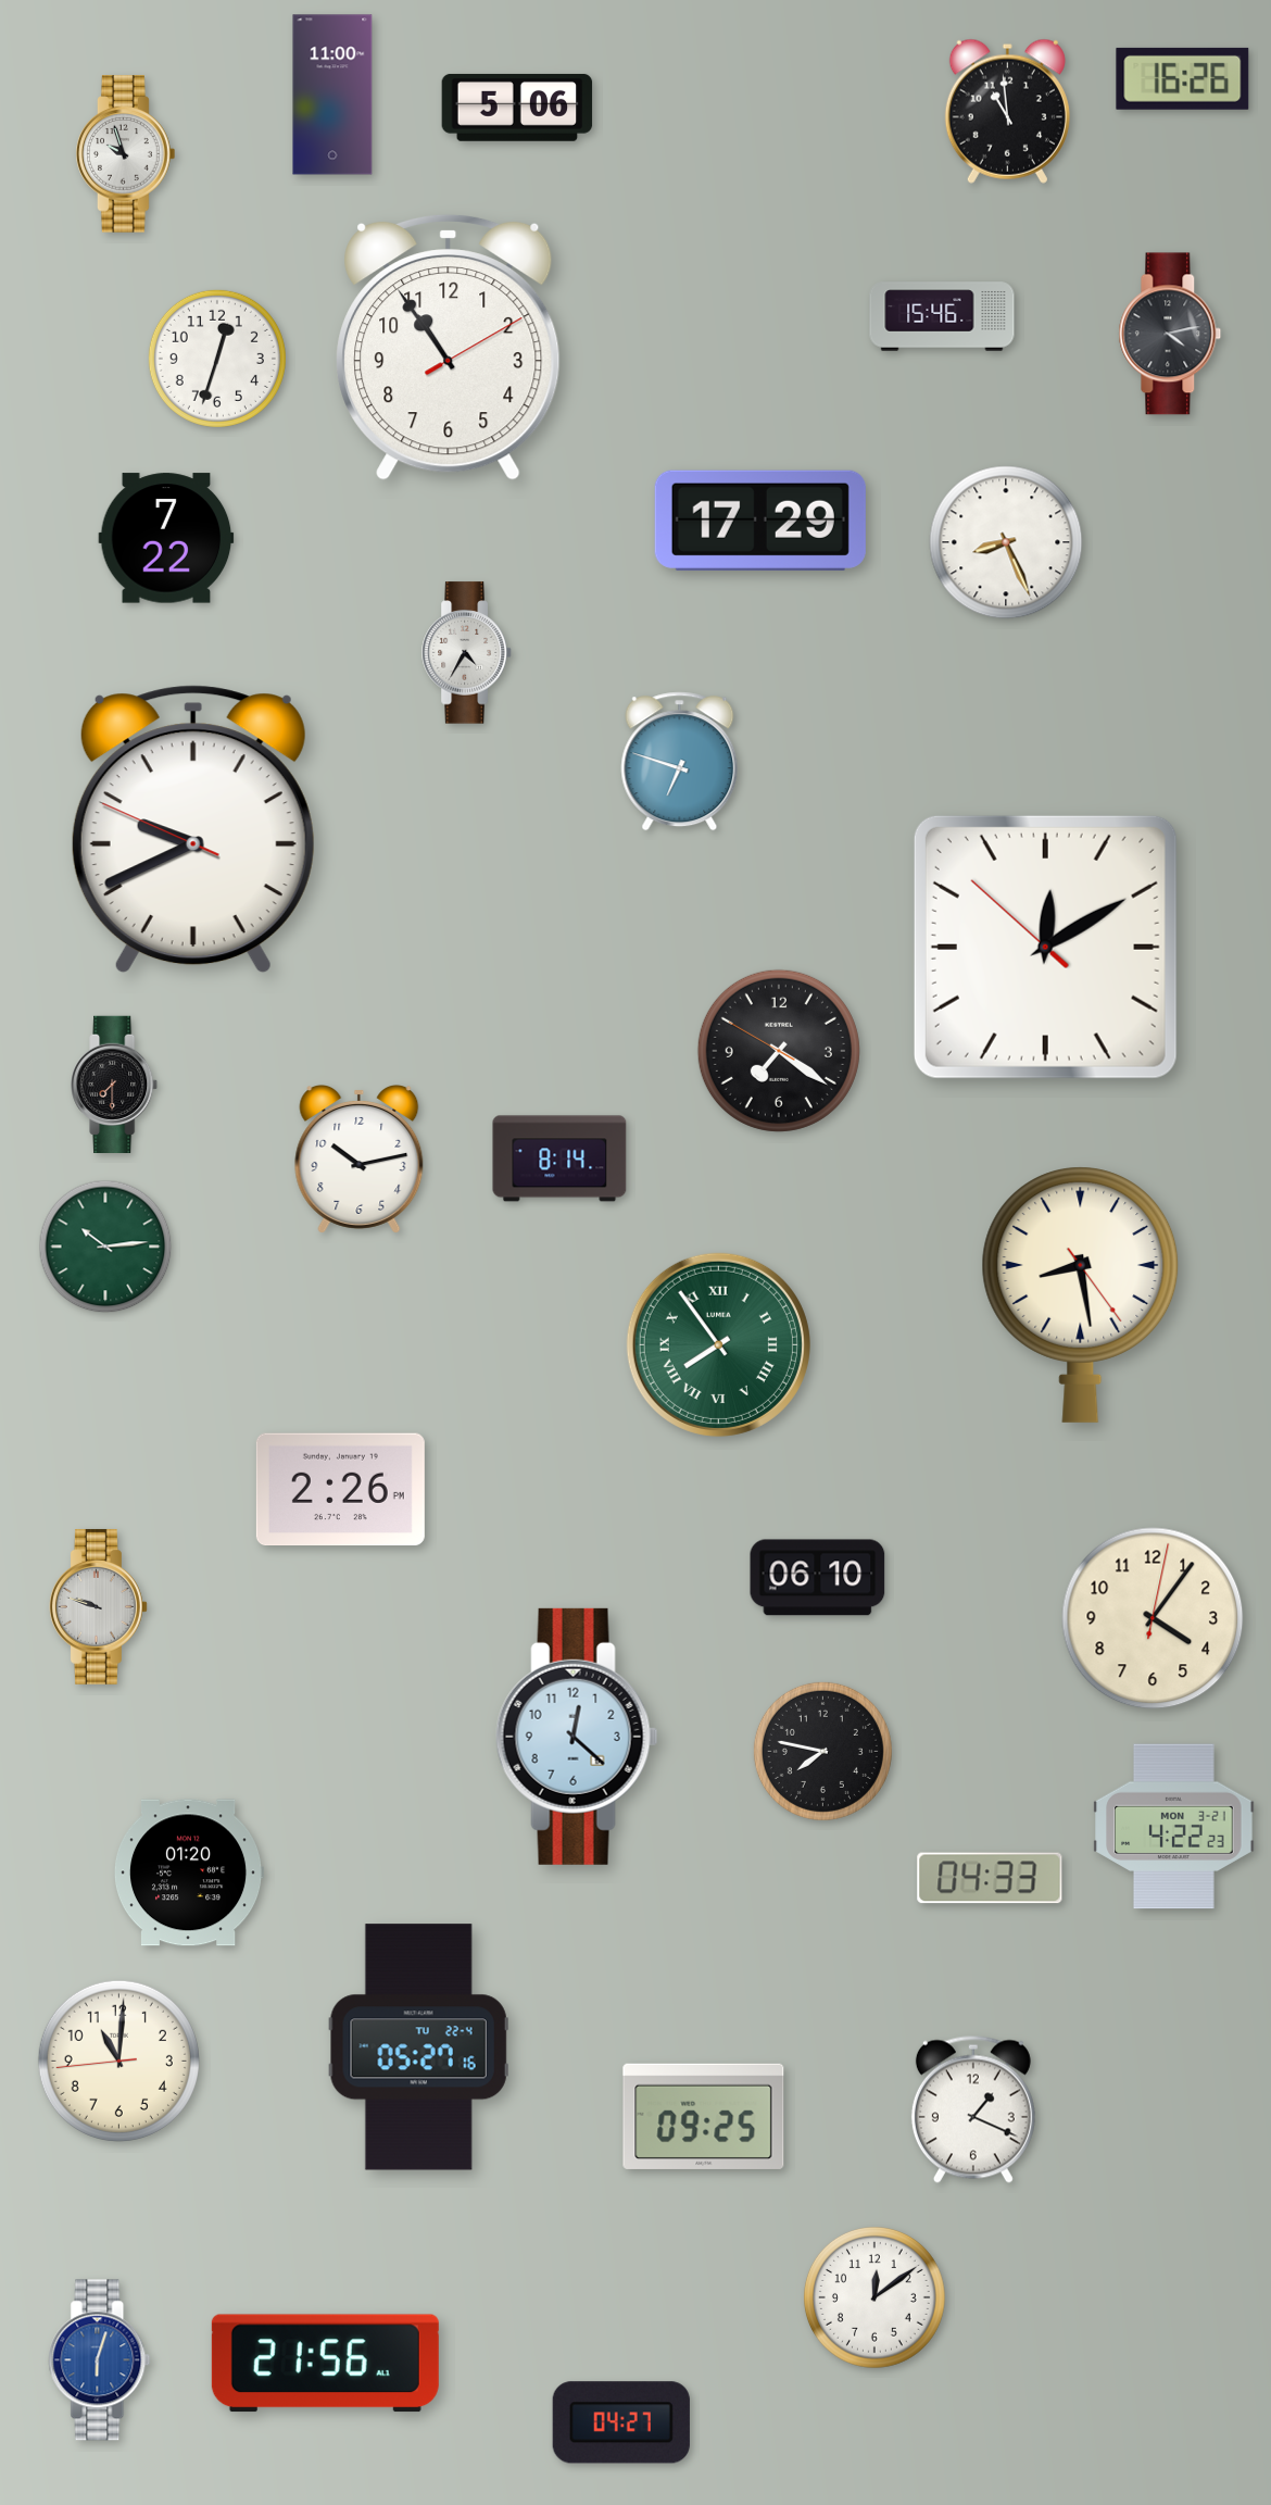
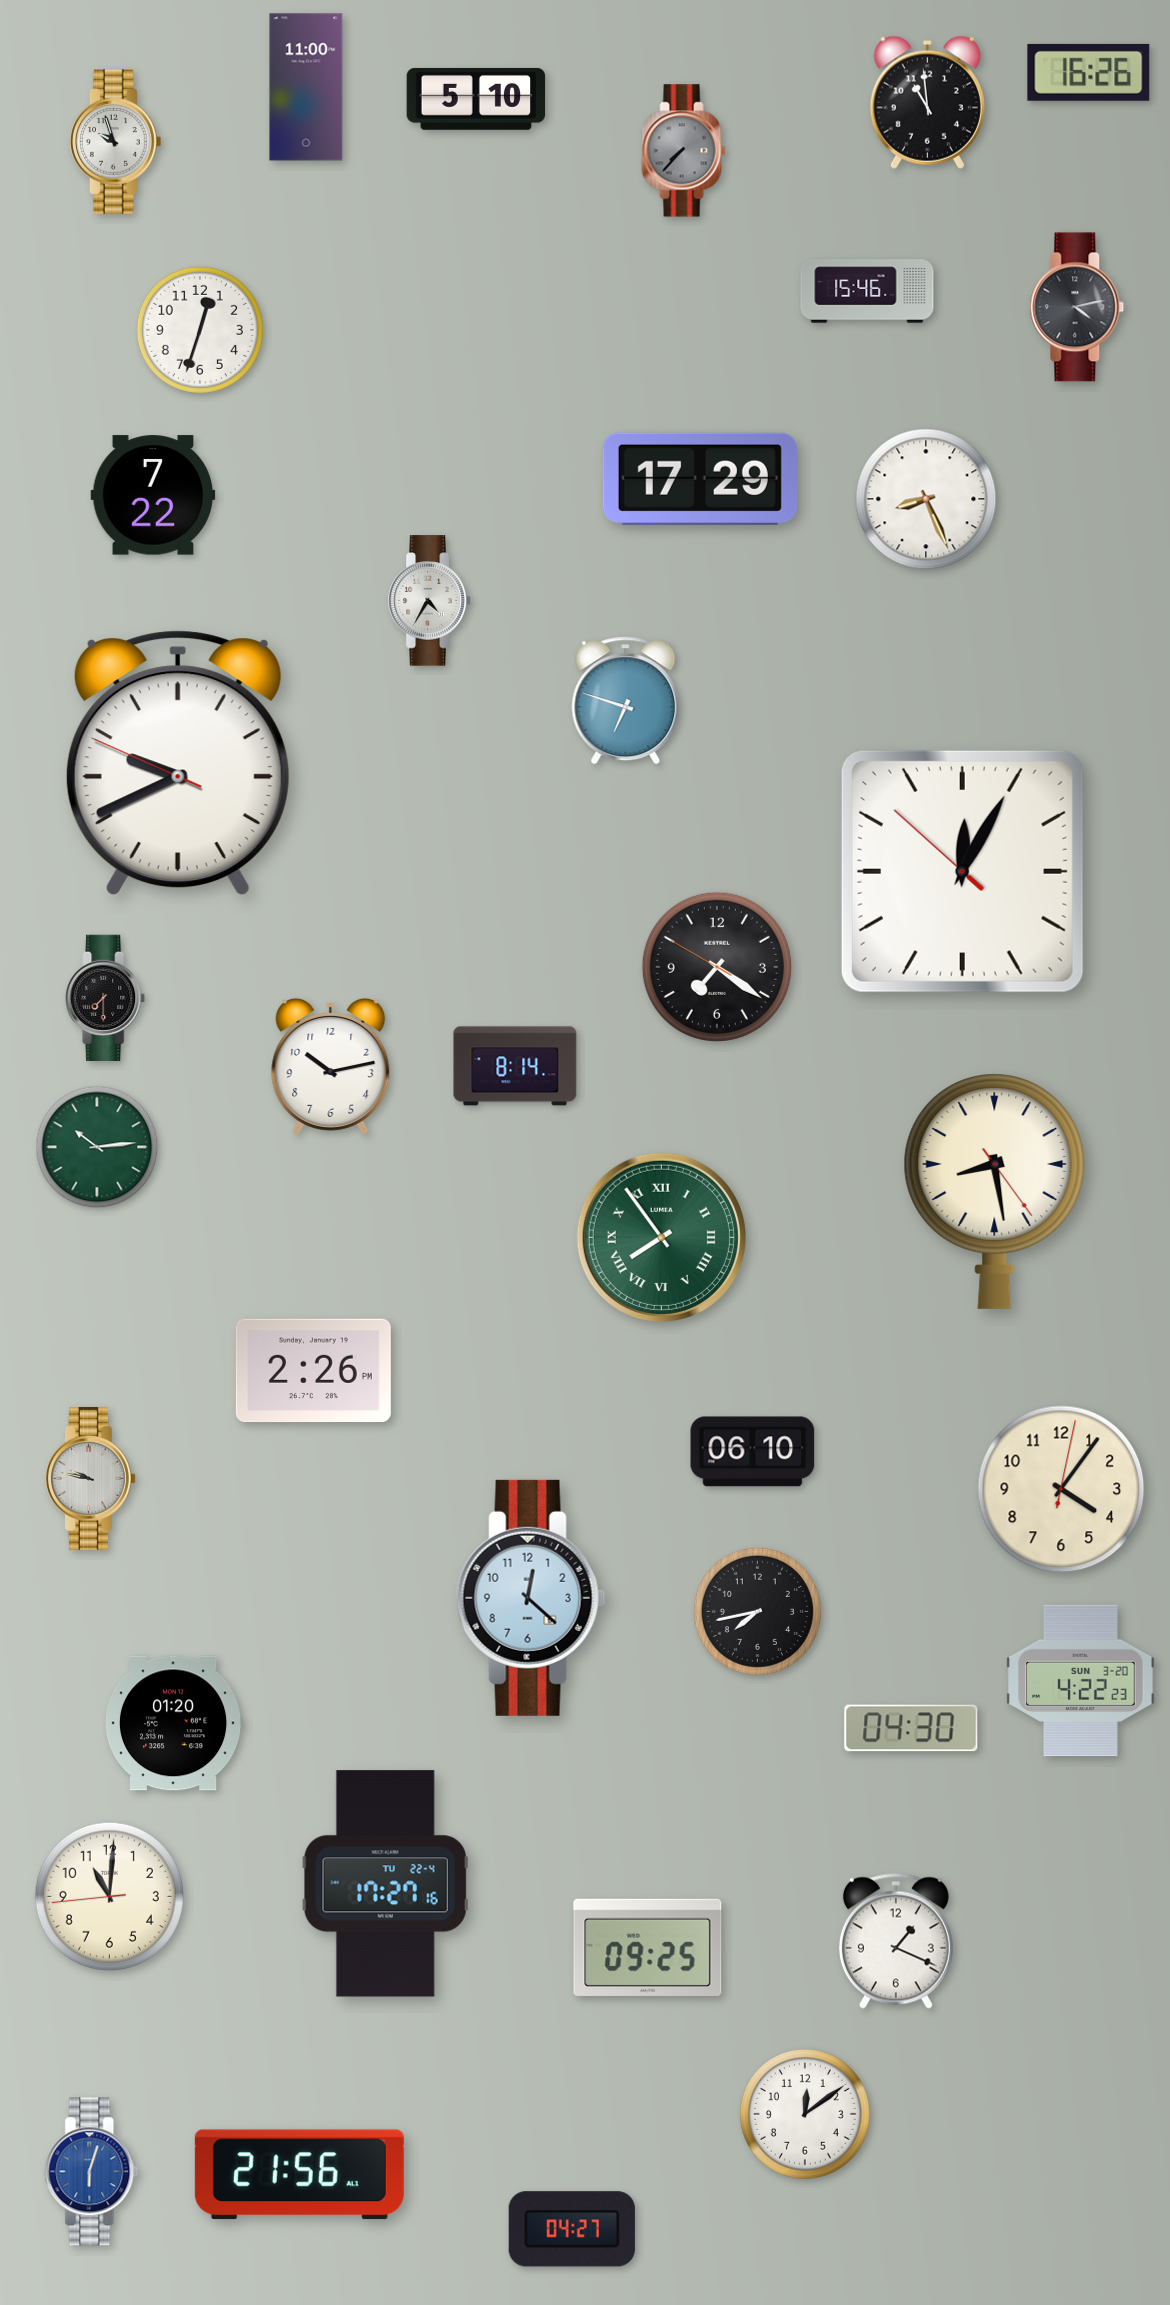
clock at (517, 108): 5:06 -> 5:10
clock at (684, 151): none -> 7:37
clock at (449, 347): 10:54 -> none
clock at (1045, 947): 12:09 -> 12:04
clock at (98, 1606): 9:48 -> 9:47
clock at (822, 1751): 7:47 -> 7:43
clock at (1174, 1827) date: MON 3-21 -> SUN 3-20
clock at (990, 1878): 04:33 -> 04:30
clock at (418, 2047): 05:27 -> 17:27
